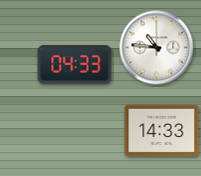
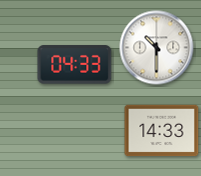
clock at (157, 48): 10:46 -> 10:30
